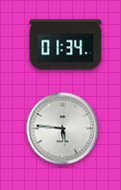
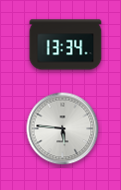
clock at (66, 45): 01:34 -> 13:34
